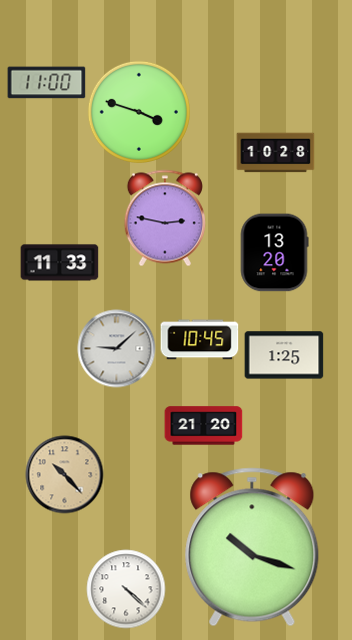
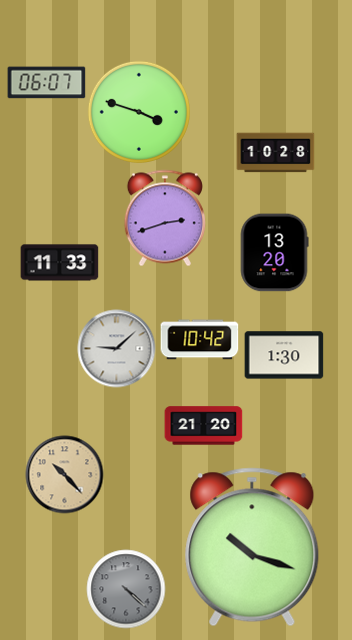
clock at (46, 83): 11:00 -> 06:07
clock at (165, 218): 2:47 -> 2:42
clock at (199, 340): 10:45 -> 10:42
clock at (284, 355): 1:25 -> 1:30
clock at (126, 589) dial: white -> grey
